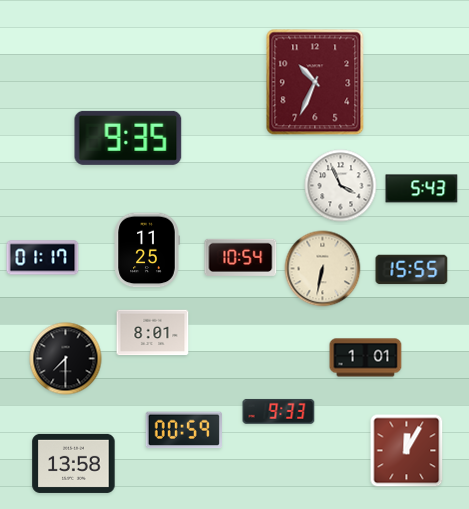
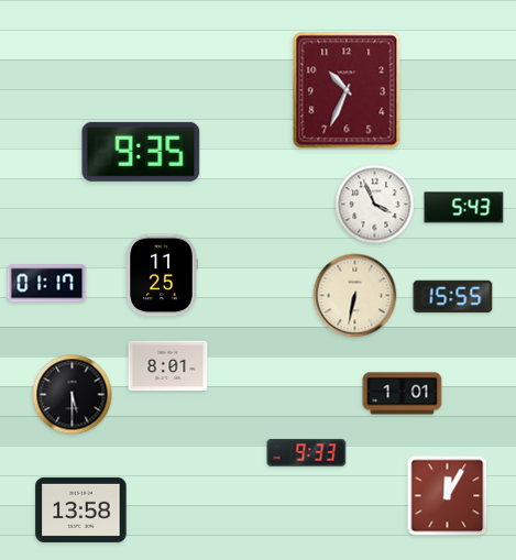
clock at (241, 257): 10:54 -> none
clock at (66, 359): 7:30 -> 5:30
clock at (183, 430): 00:59 -> none
